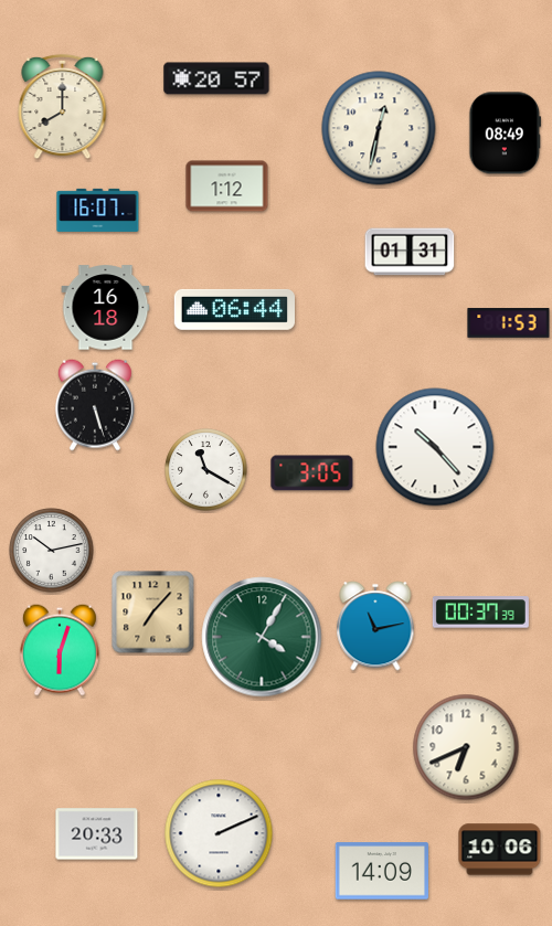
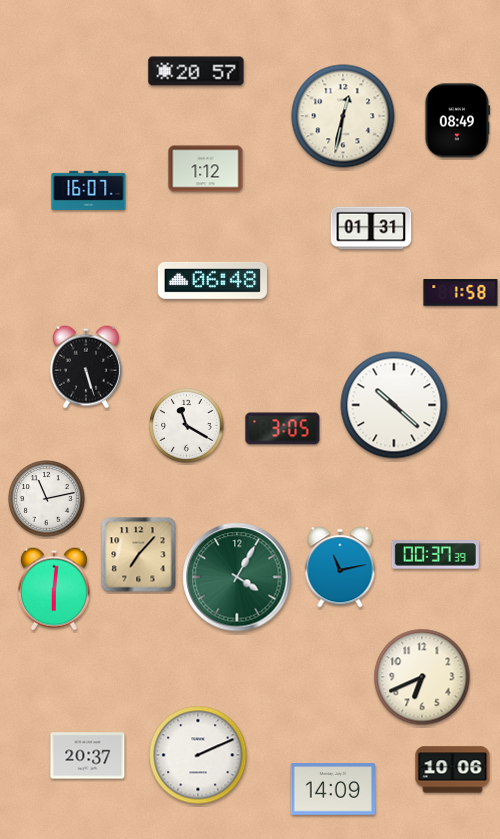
clock at (63, 107): 8:00 -> none
clock at (106, 308): 16:18 -> none
clock at (234, 309): 06:44 -> 06:48
clock at (509, 323): 1:53 -> 1:58
clock at (435, 447): 10:23 -> 10:22
clock at (52, 551): 10:13 -> 11:13
clock at (60, 650): 6:03 -> 6:01
clock at (97, 834): 20:33 -> 20:37
clock at (381, 871) position: (381, 871) -> (332, 789)
